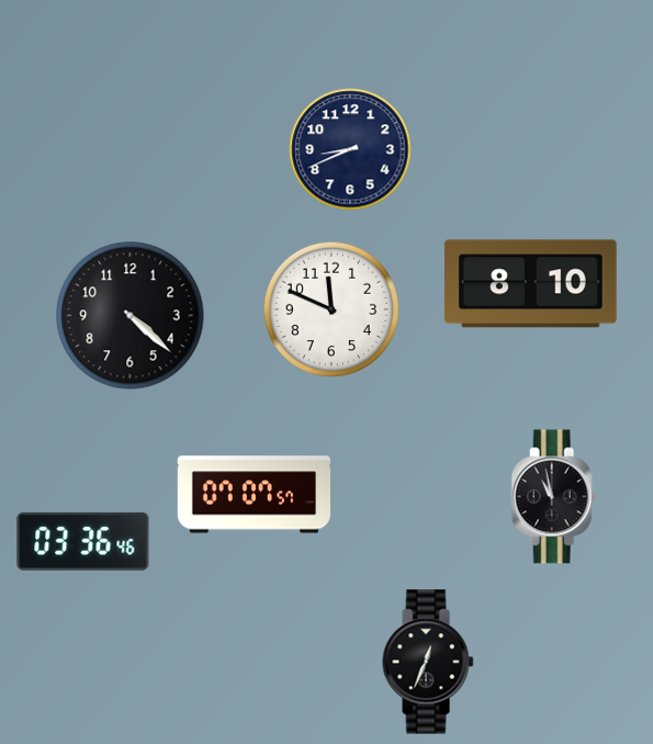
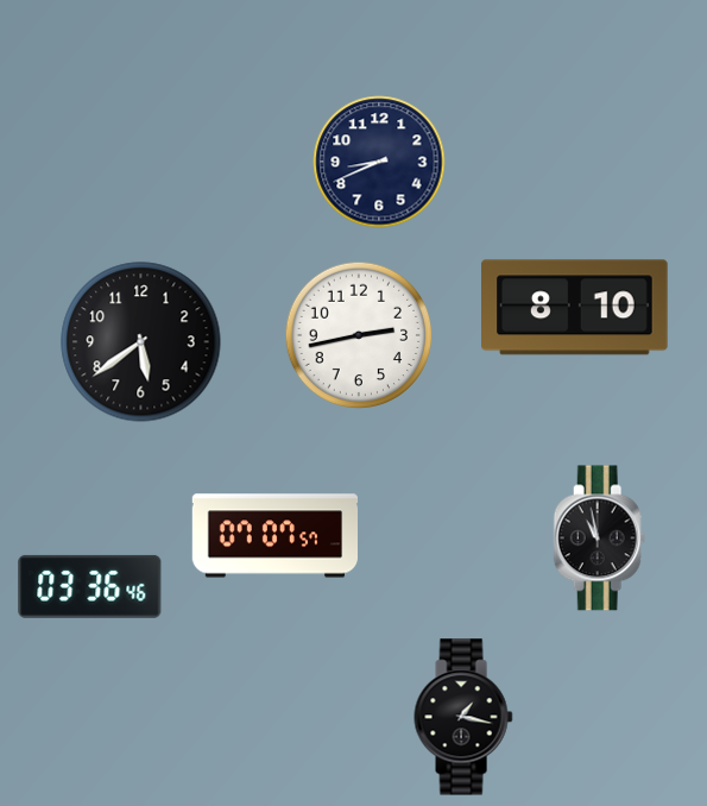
clock at (331, 309): 11:49 -> 2:43
clock at (131, 316): 4:22 -> 5:39
clock at (428, 662): 12:34 -> 1:17
